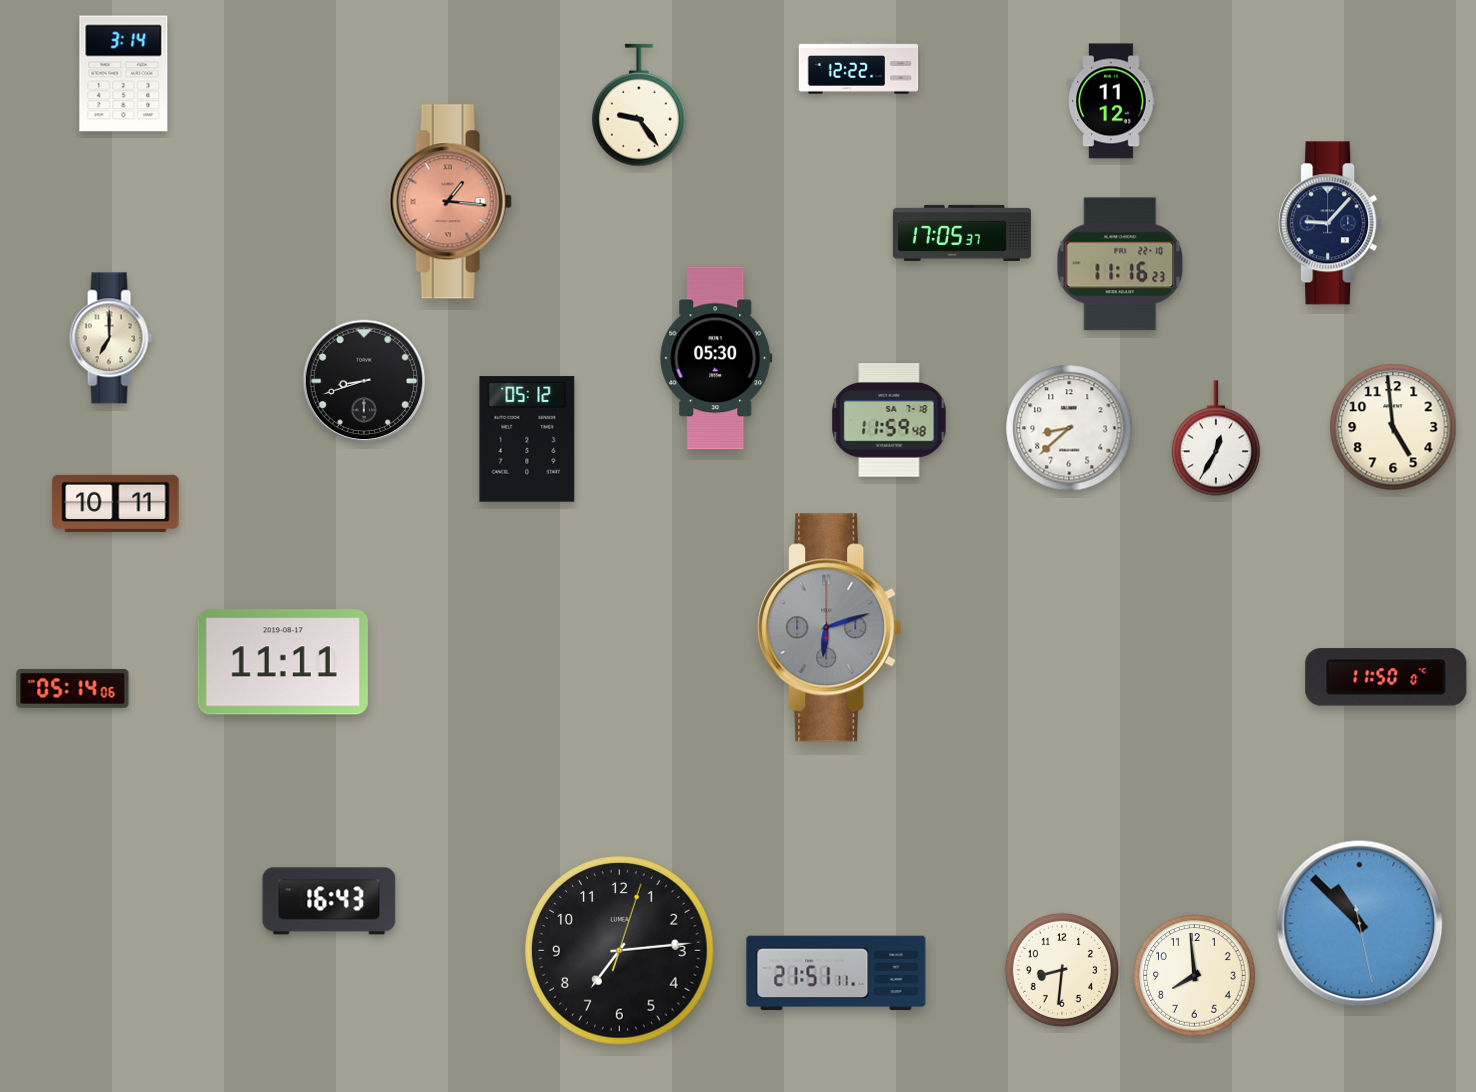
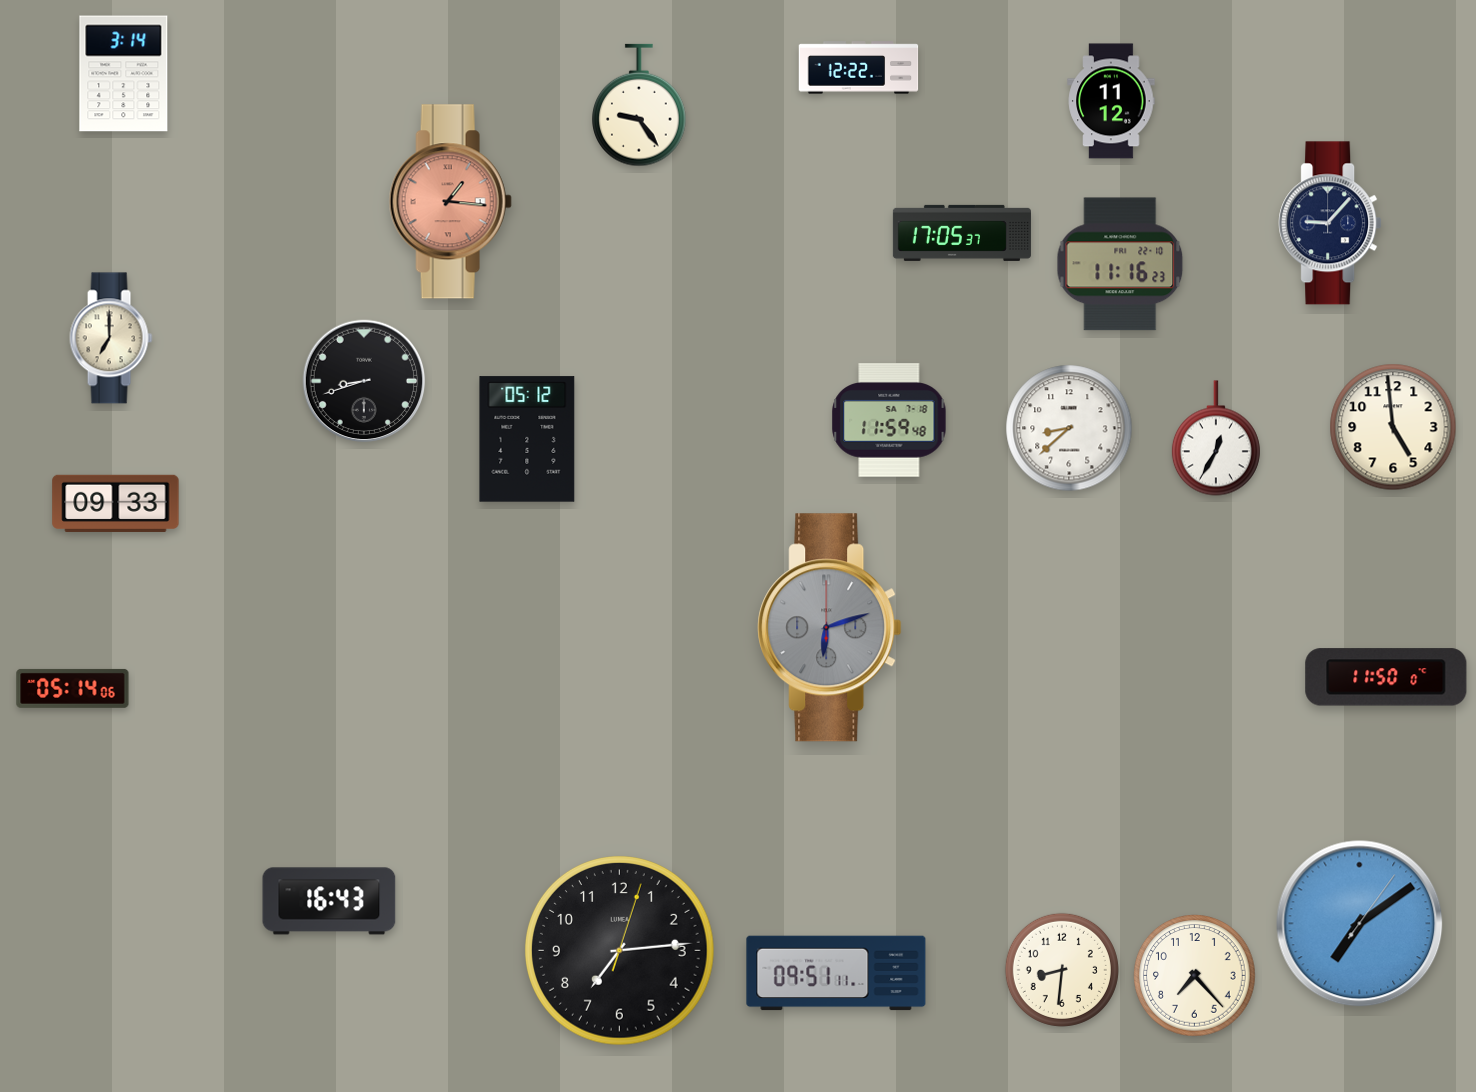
clock at (716, 358): 05:30 -> none
clock at (116, 503): 10:11 -> 09:33
clock at (283, 662): 11:11 -> none
clock at (1360, 924): 10:52 -> 7:09
clock at (836, 973): 21:51 -> 09:51
clock at (1195, 976): 7:59 -> 7:23
